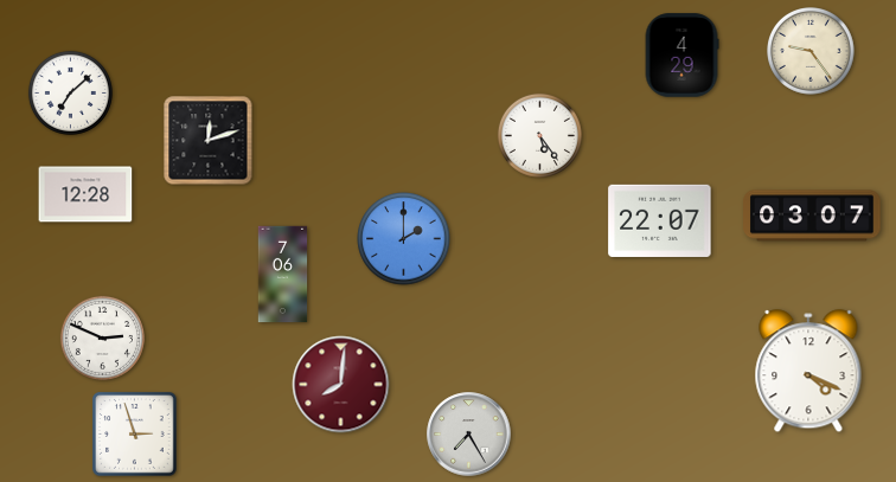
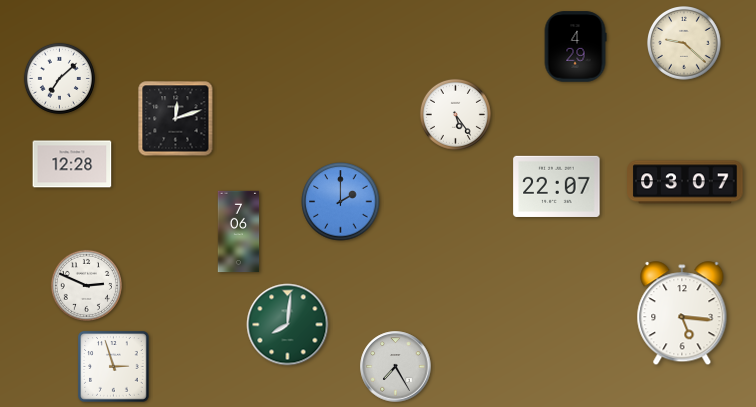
clock at (812, 52): 9:24 -> 9:22
clock at (808, 372): 4:19 -> 5:16
clock at (341, 385) dial: burgundy -> green
